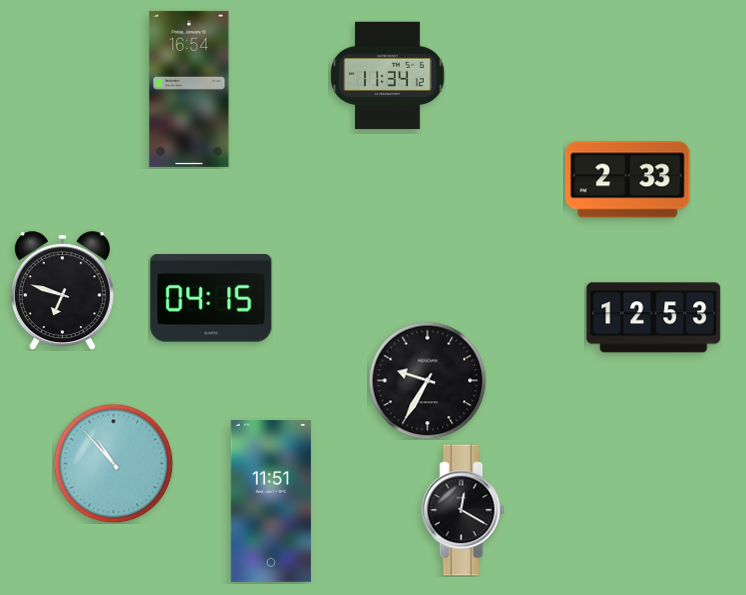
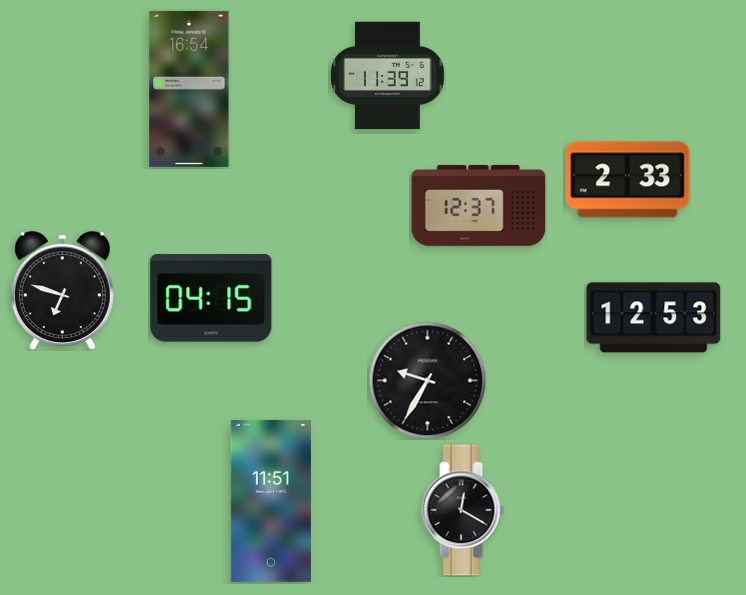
clock at (388, 76): 11:34 -> 11:39
clock at (479, 205): none -> 12:37
clock at (113, 463): 10:53 -> none
